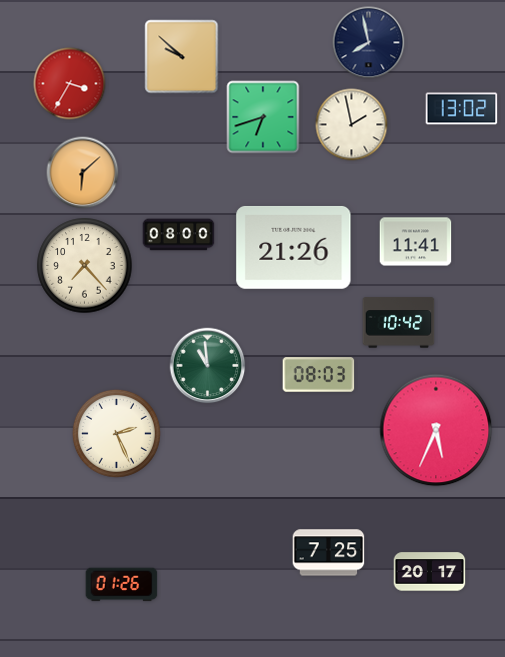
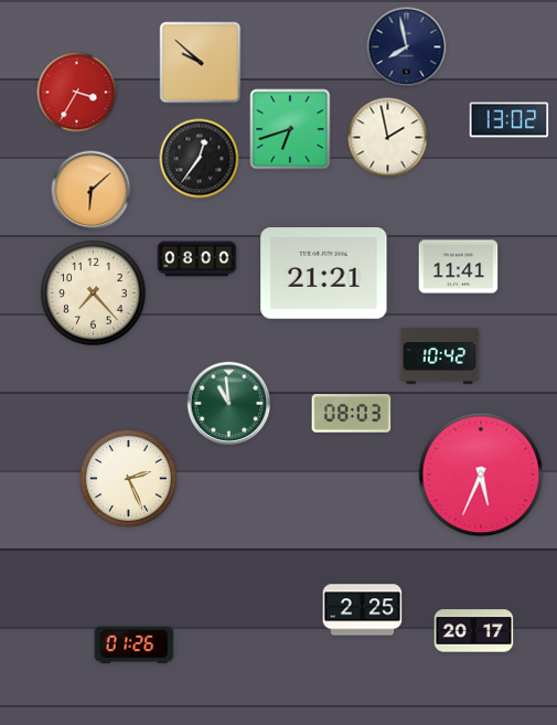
clock at (200, 159): none -> 12:36
clock at (294, 247): 21:26 -> 21:21
clock at (329, 553): 7:25 -> 2:25
